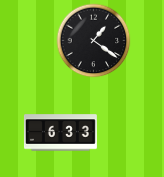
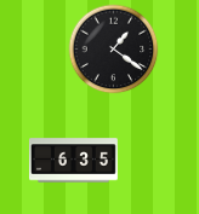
clock at (60, 133): 6:33 -> 6:35
